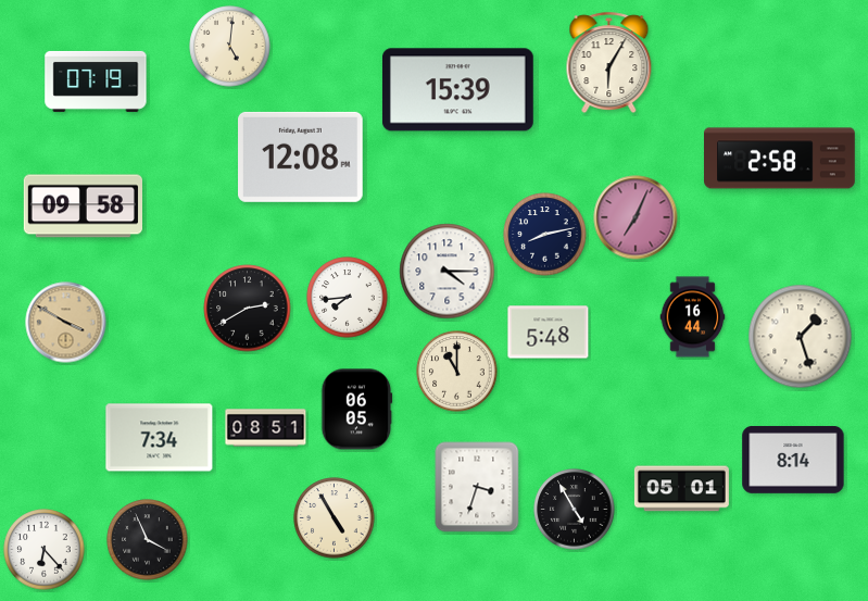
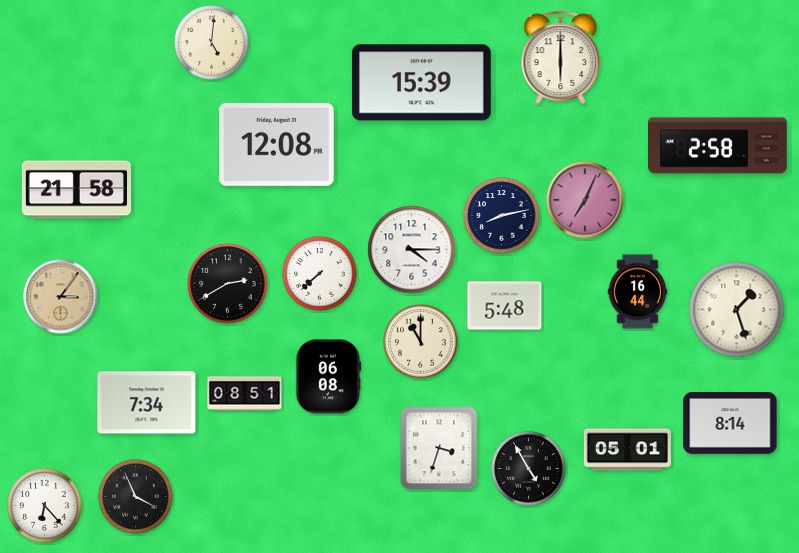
clock at (609, 62): 6:05 -> 6:00
clock at (96, 82): 07:19 -> none
clock at (83, 206): 09:58 -> 21:58
clock at (348, 298): 7:44 -> 7:38
clock at (66, 323): 3:50 -> 3:06
clock at (357, 410): 06:05 -> 06:08
clock at (335, 518): 4:55 -> none
clock at (45, 550) position: (45, 550) -> (45, 506)
